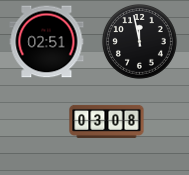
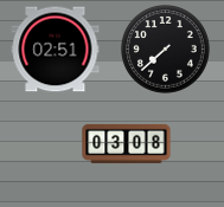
clock at (139, 41): 11:58 -> 7:38
